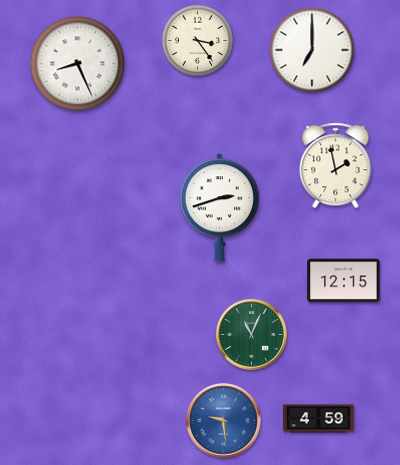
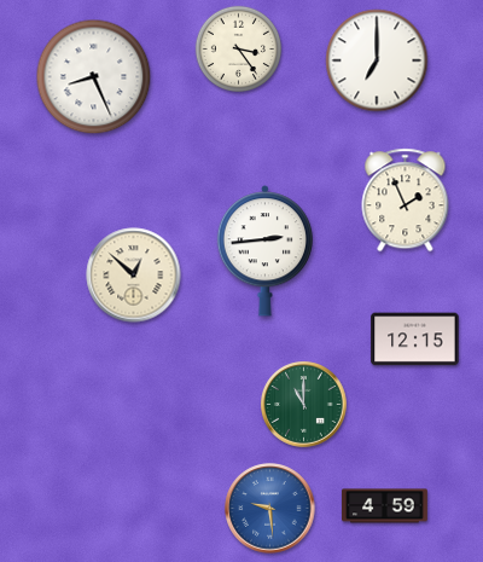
clock at (336, 166): 1:58 -> 1:56
clock at (219, 208): 2:42 -> 2:44
clock at (134, 276): none -> 12:52
clock at (252, 335): 11:04 -> 11:00
